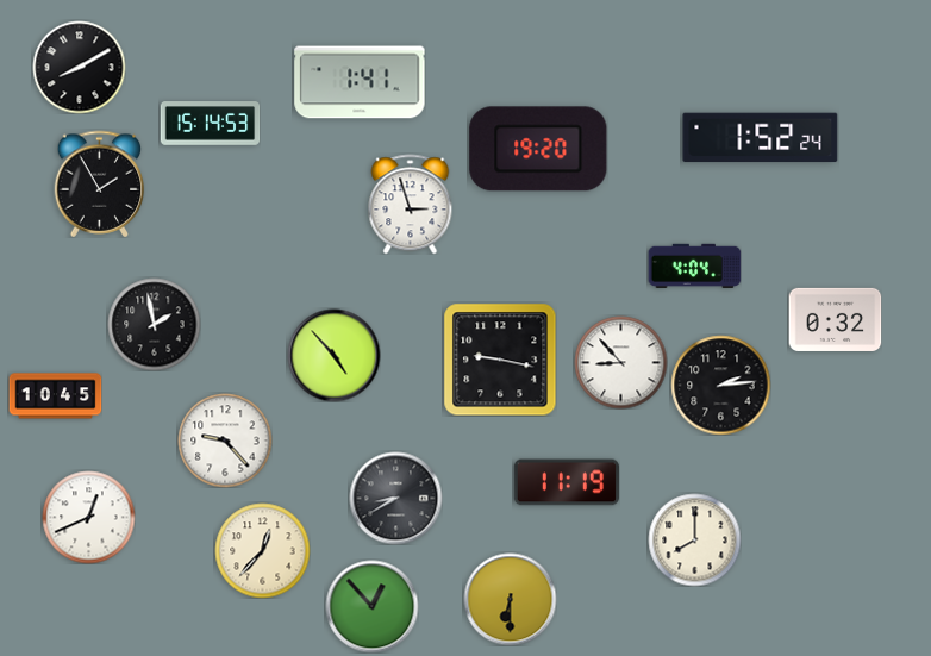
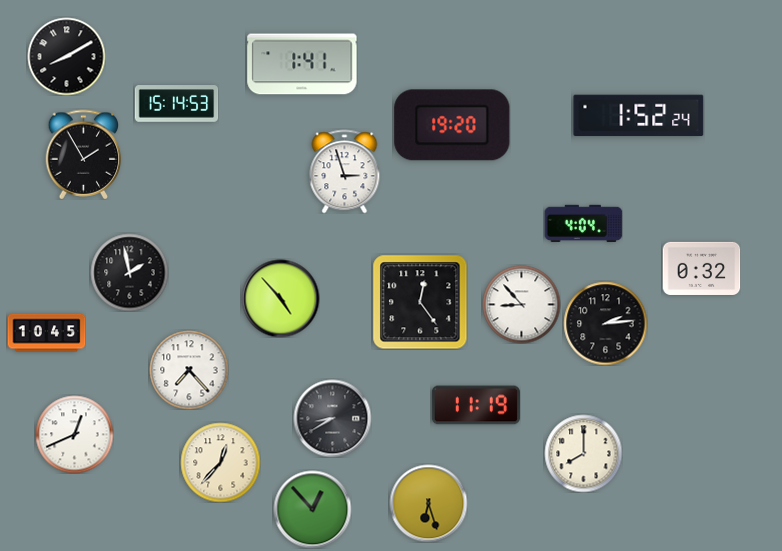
clock at (360, 82) position: (360, 82) -> (302, 64)
clock at (500, 360): 9:17 -> 12:24
clock at (225, 441): 9:23 -> 7:23
clock at (510, 599): 6:30 -> 6:27
